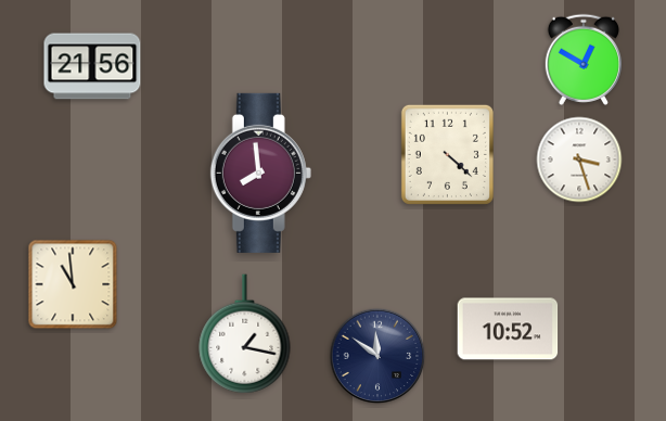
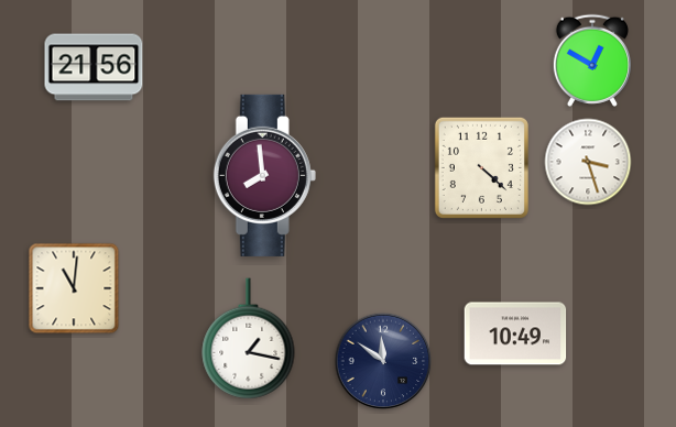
clock at (447, 154) position: (447, 154) -> (481, 167)
clock at (73, 284): 10:59 -> 11:01
clock at (508, 329): 10:52 -> 10:49
